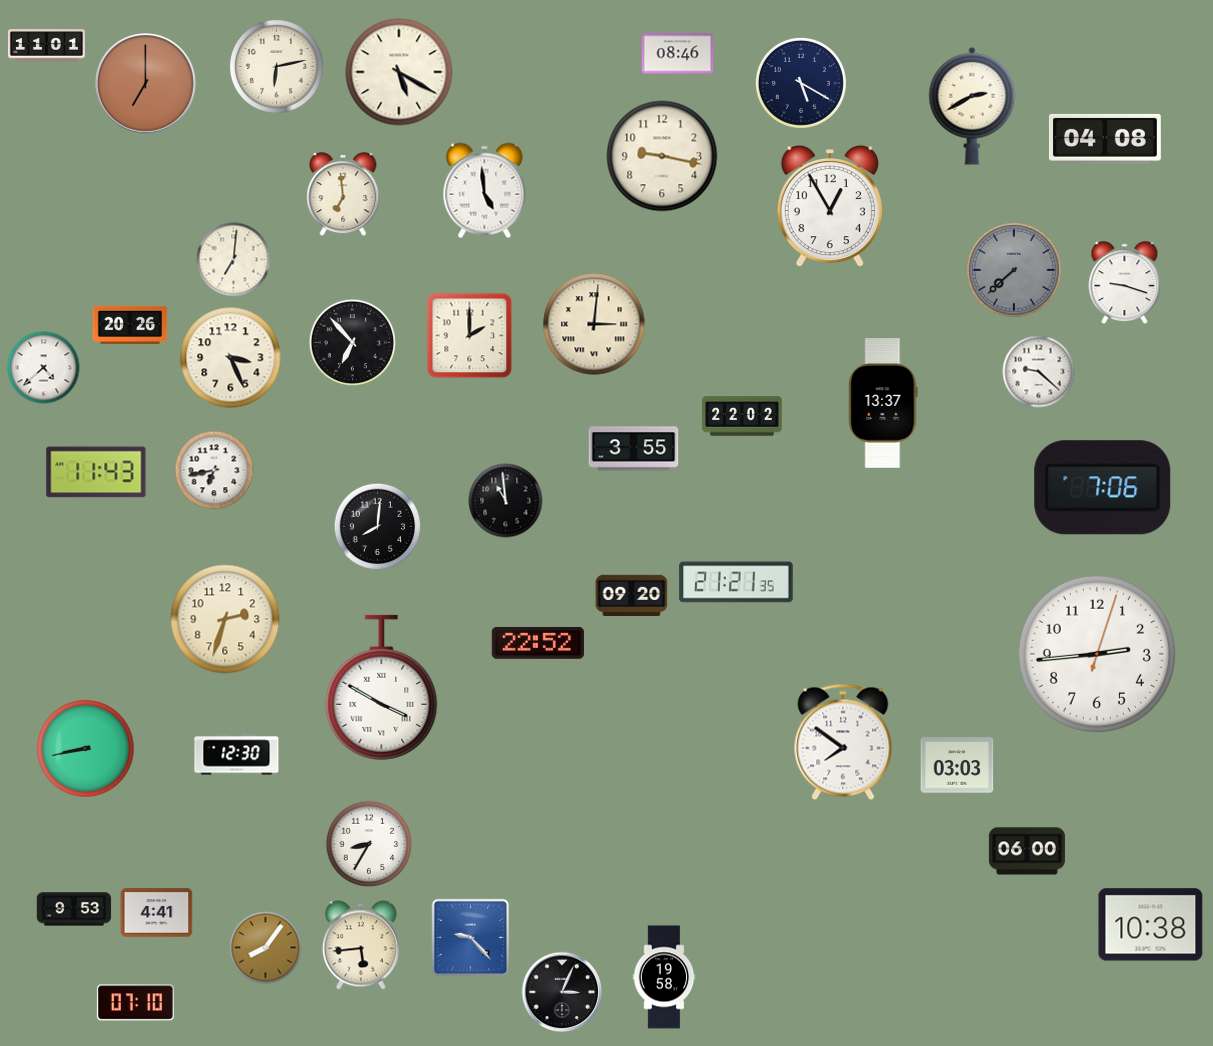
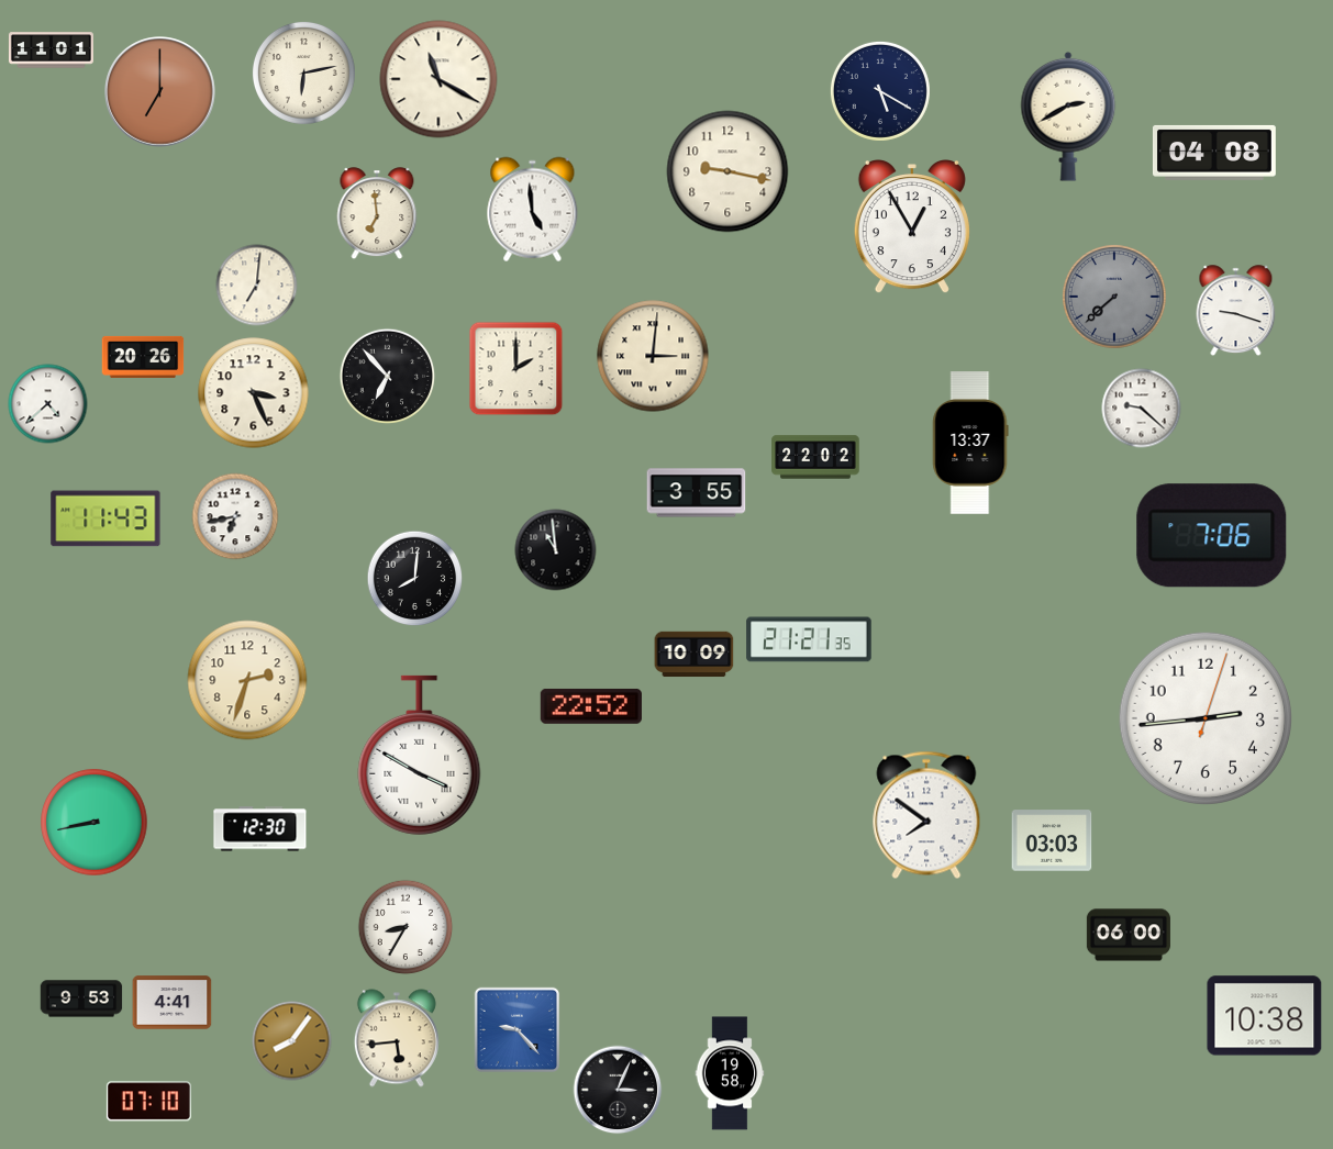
clock at (678, 54): 08:46 -> none
clock at (399, 72): 5:20 -> 11:20
clock at (632, 596): 09:20 -> 10:09
